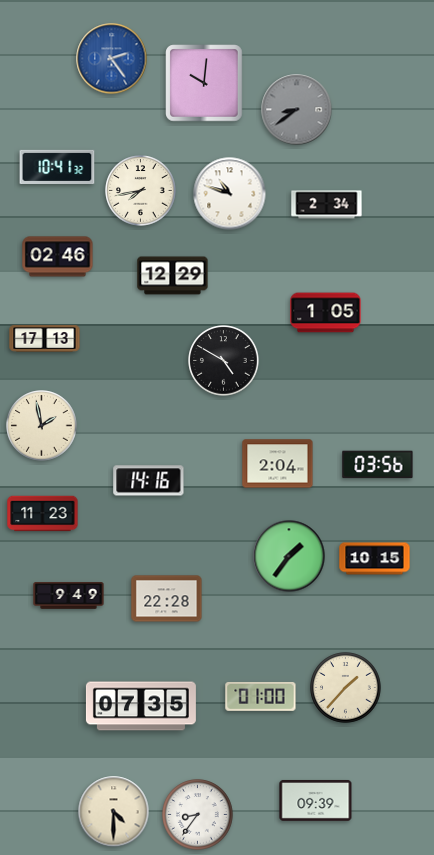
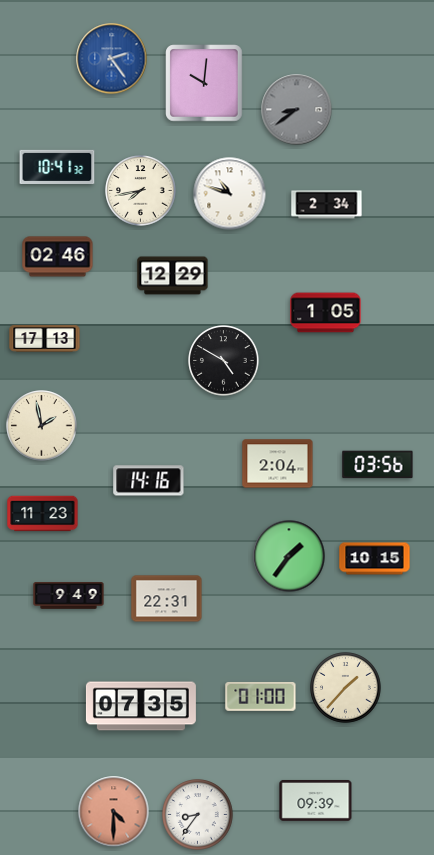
clock at (167, 599): 22:28 -> 22:31
clock at (114, 812) dial: cream -> salmon
